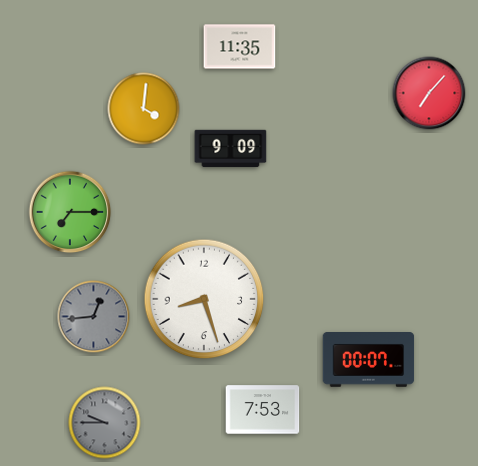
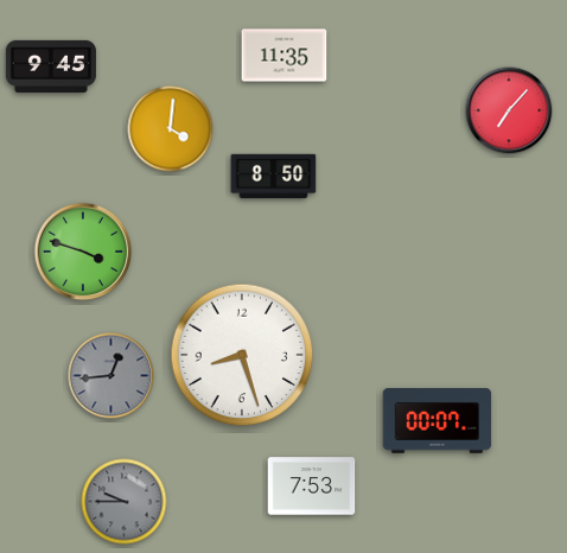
clock at (51, 66): none -> 9:45
clock at (231, 149): 9:09 -> 8:50
clock at (70, 212): 7:15 -> 3:48
clock at (369, 360) position: (369, 360) -> (438, 421)
